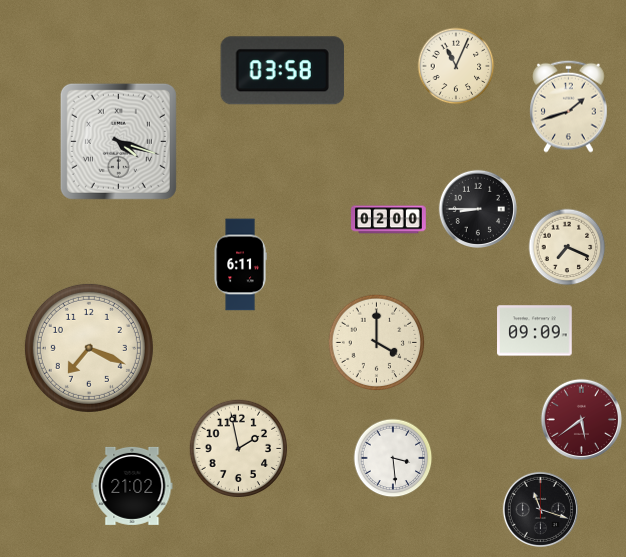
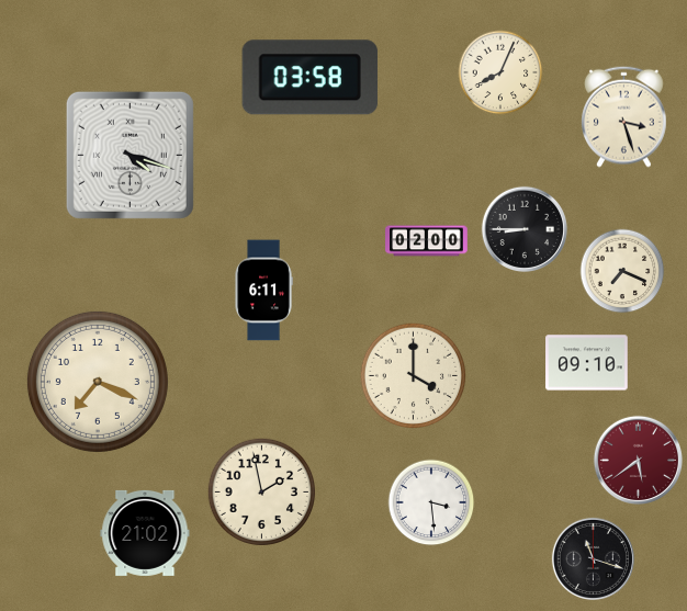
clock at (456, 66): 11:04 -> 8:04
clock at (569, 106): 1:42 -> 3:27
clock at (535, 331): 09:09 -> 09:10
